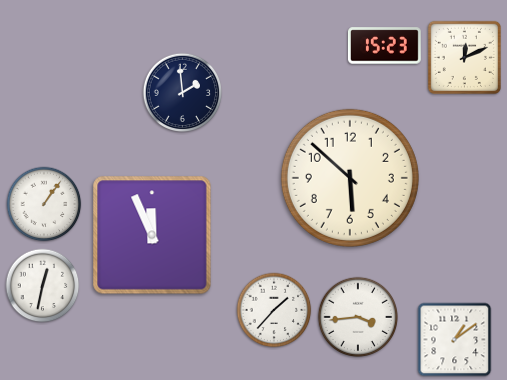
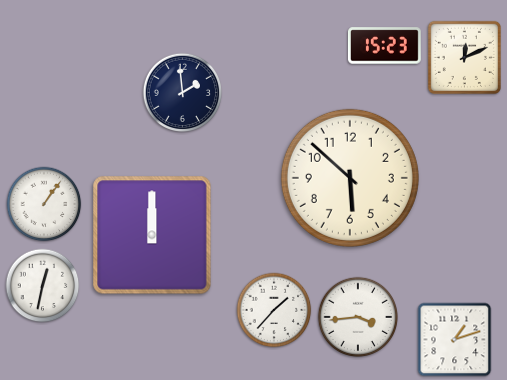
clock at (152, 235): 11:56 -> 12:00
clock at (455, 340): 1:09 -> 1:12
